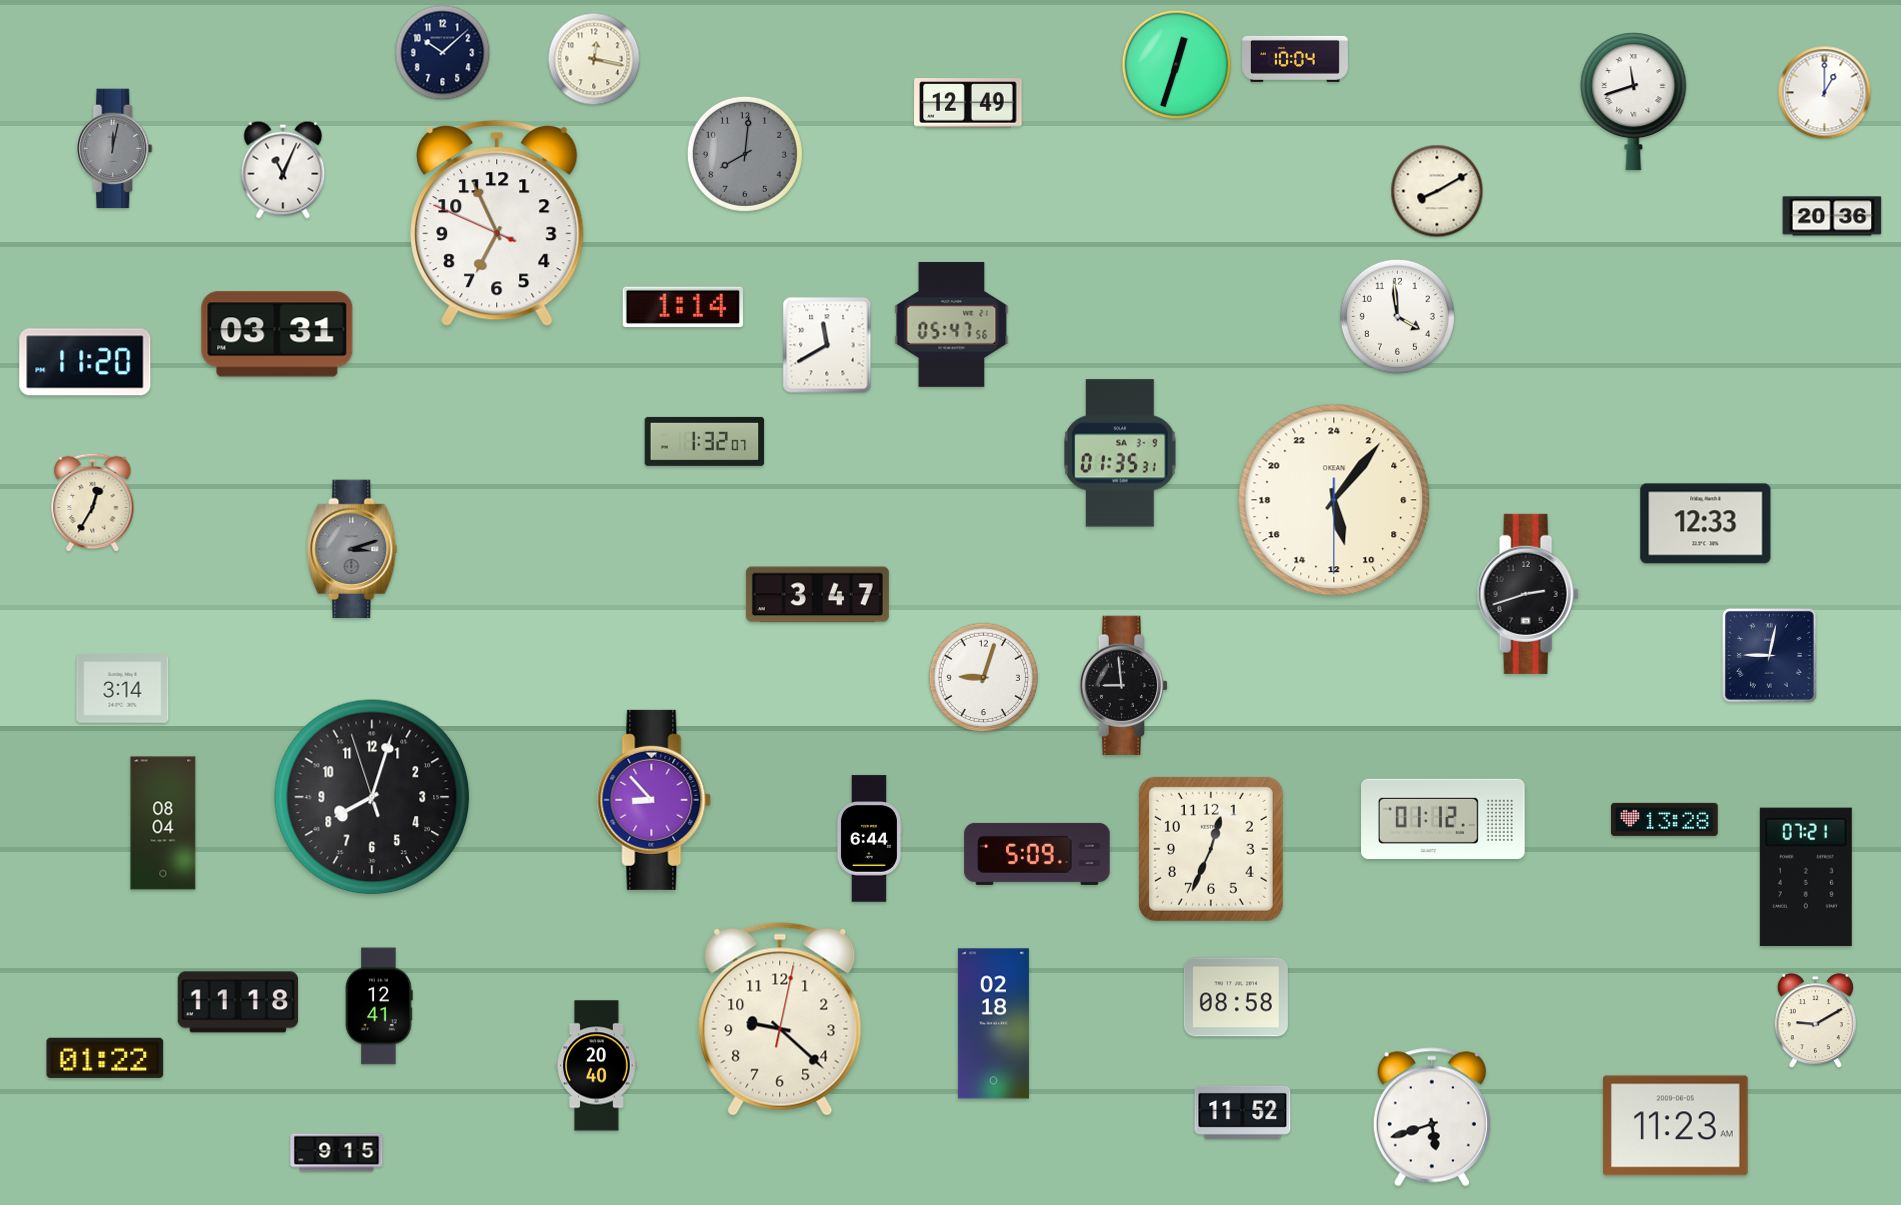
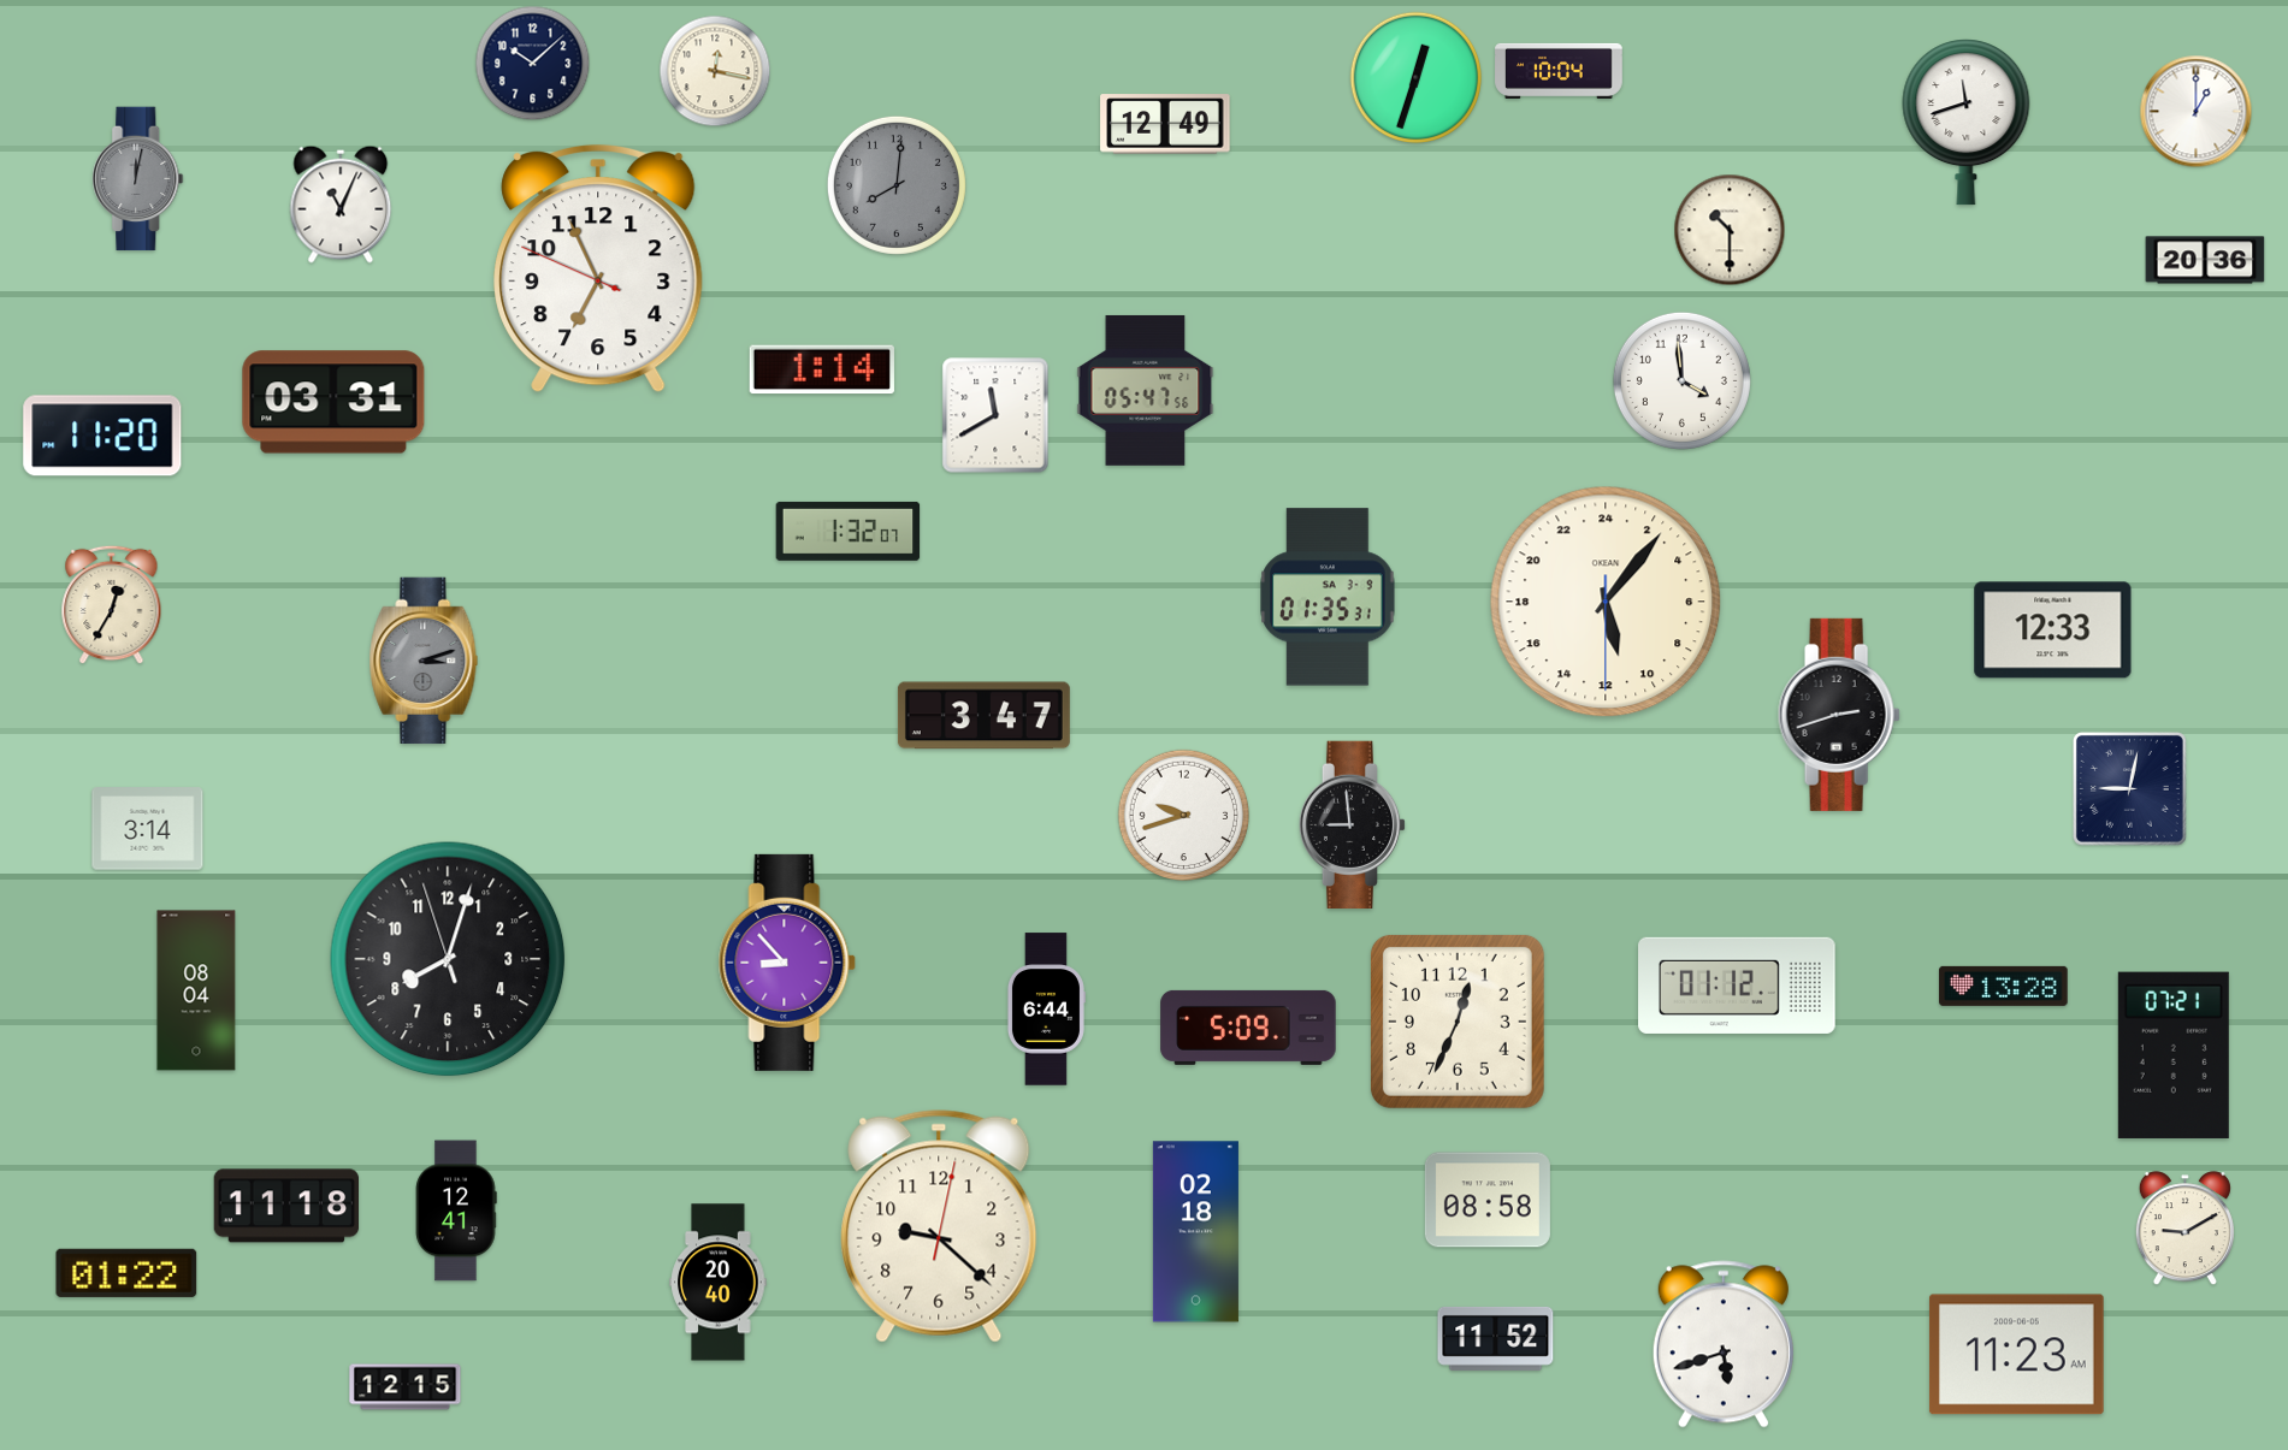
clock at (1437, 191): 8:10 -> 10:30
clock at (1120, 453) position: (1120, 453) -> (1328, 597)
clock at (984, 678): 9:03 -> 9:42
clock at (337, 1153): 9:15 -> 12:15
